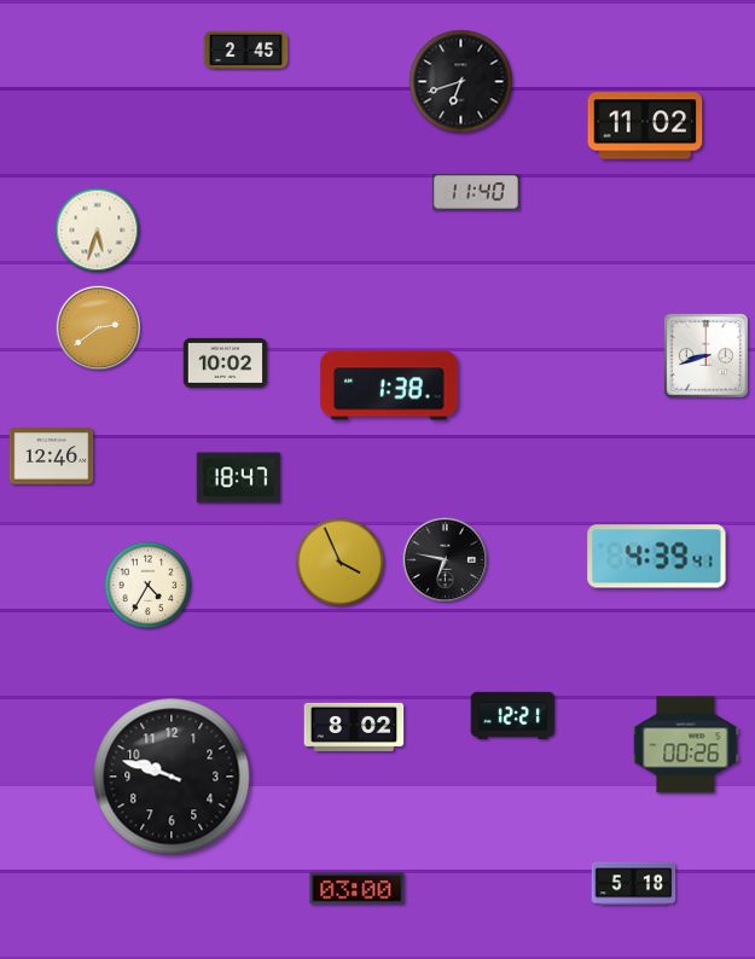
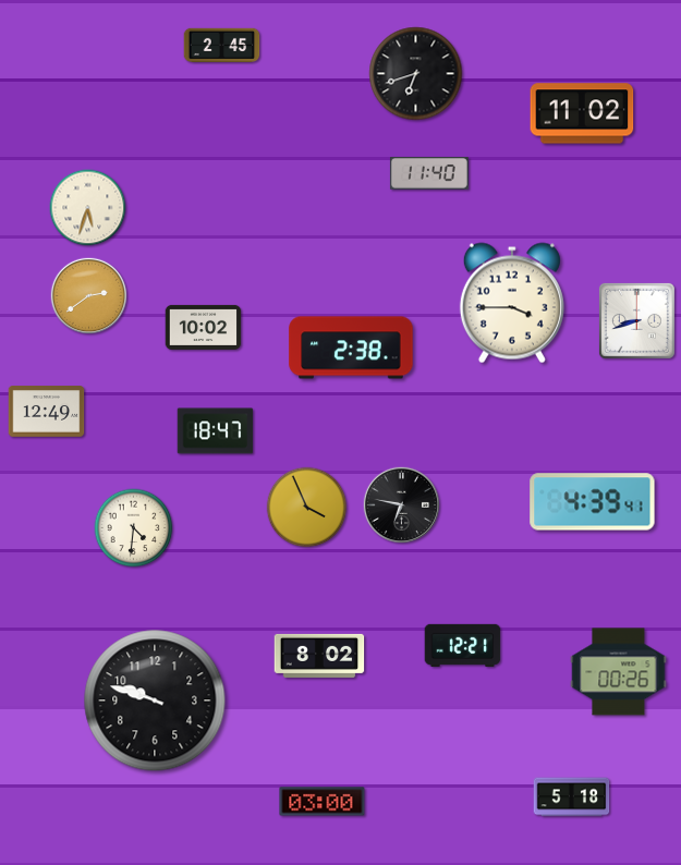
clock at (512, 303): none -> 3:45
clock at (389, 385): 1:38 -> 2:38
clock at (52, 457): 12:46 -> 12:49
clock at (149, 586): 4:35 -> 4:31
